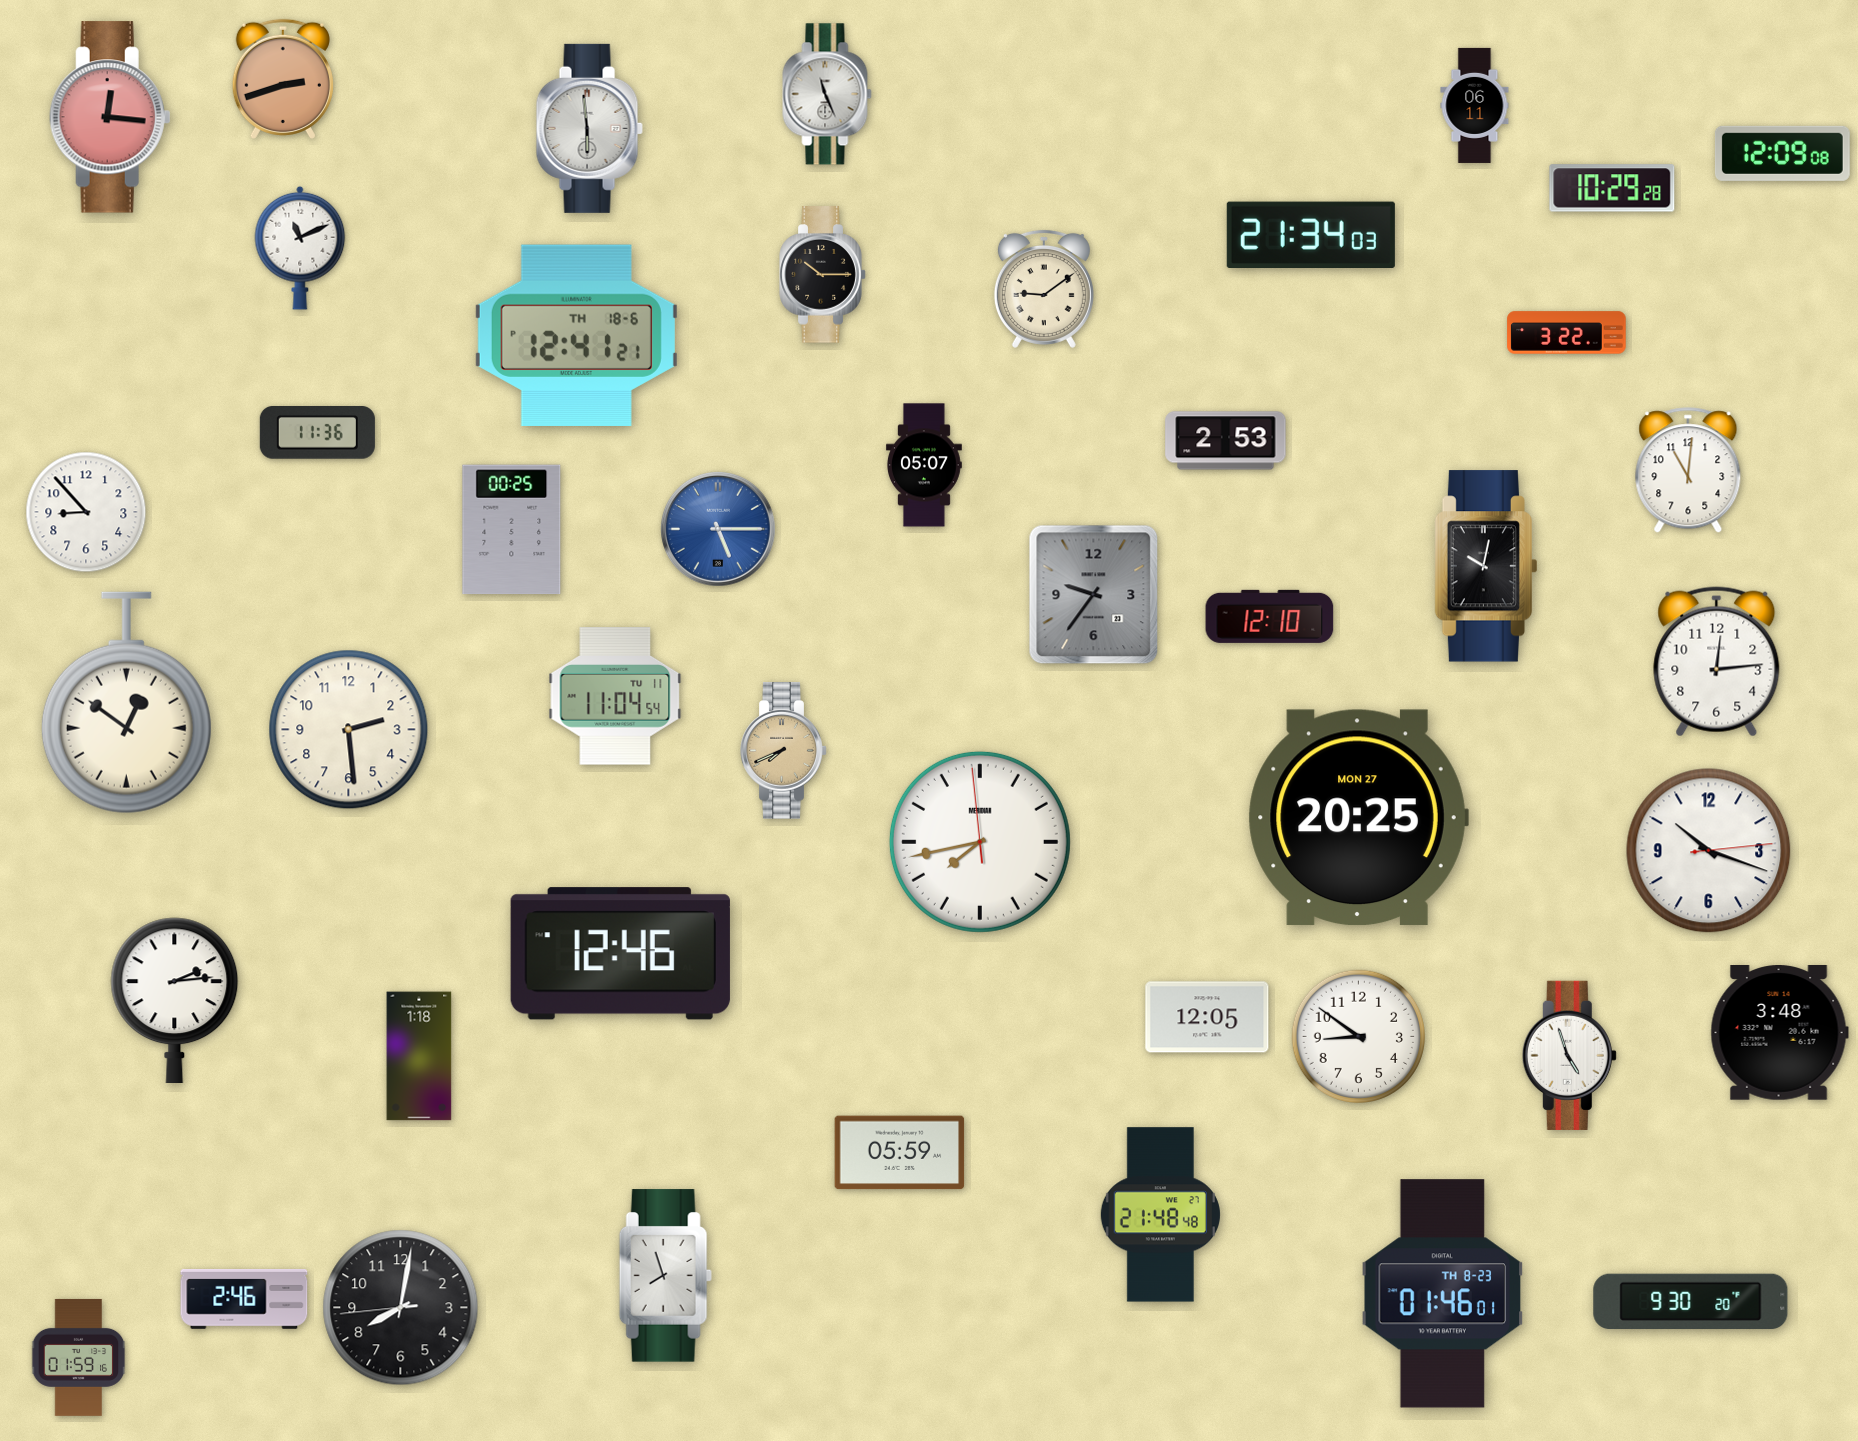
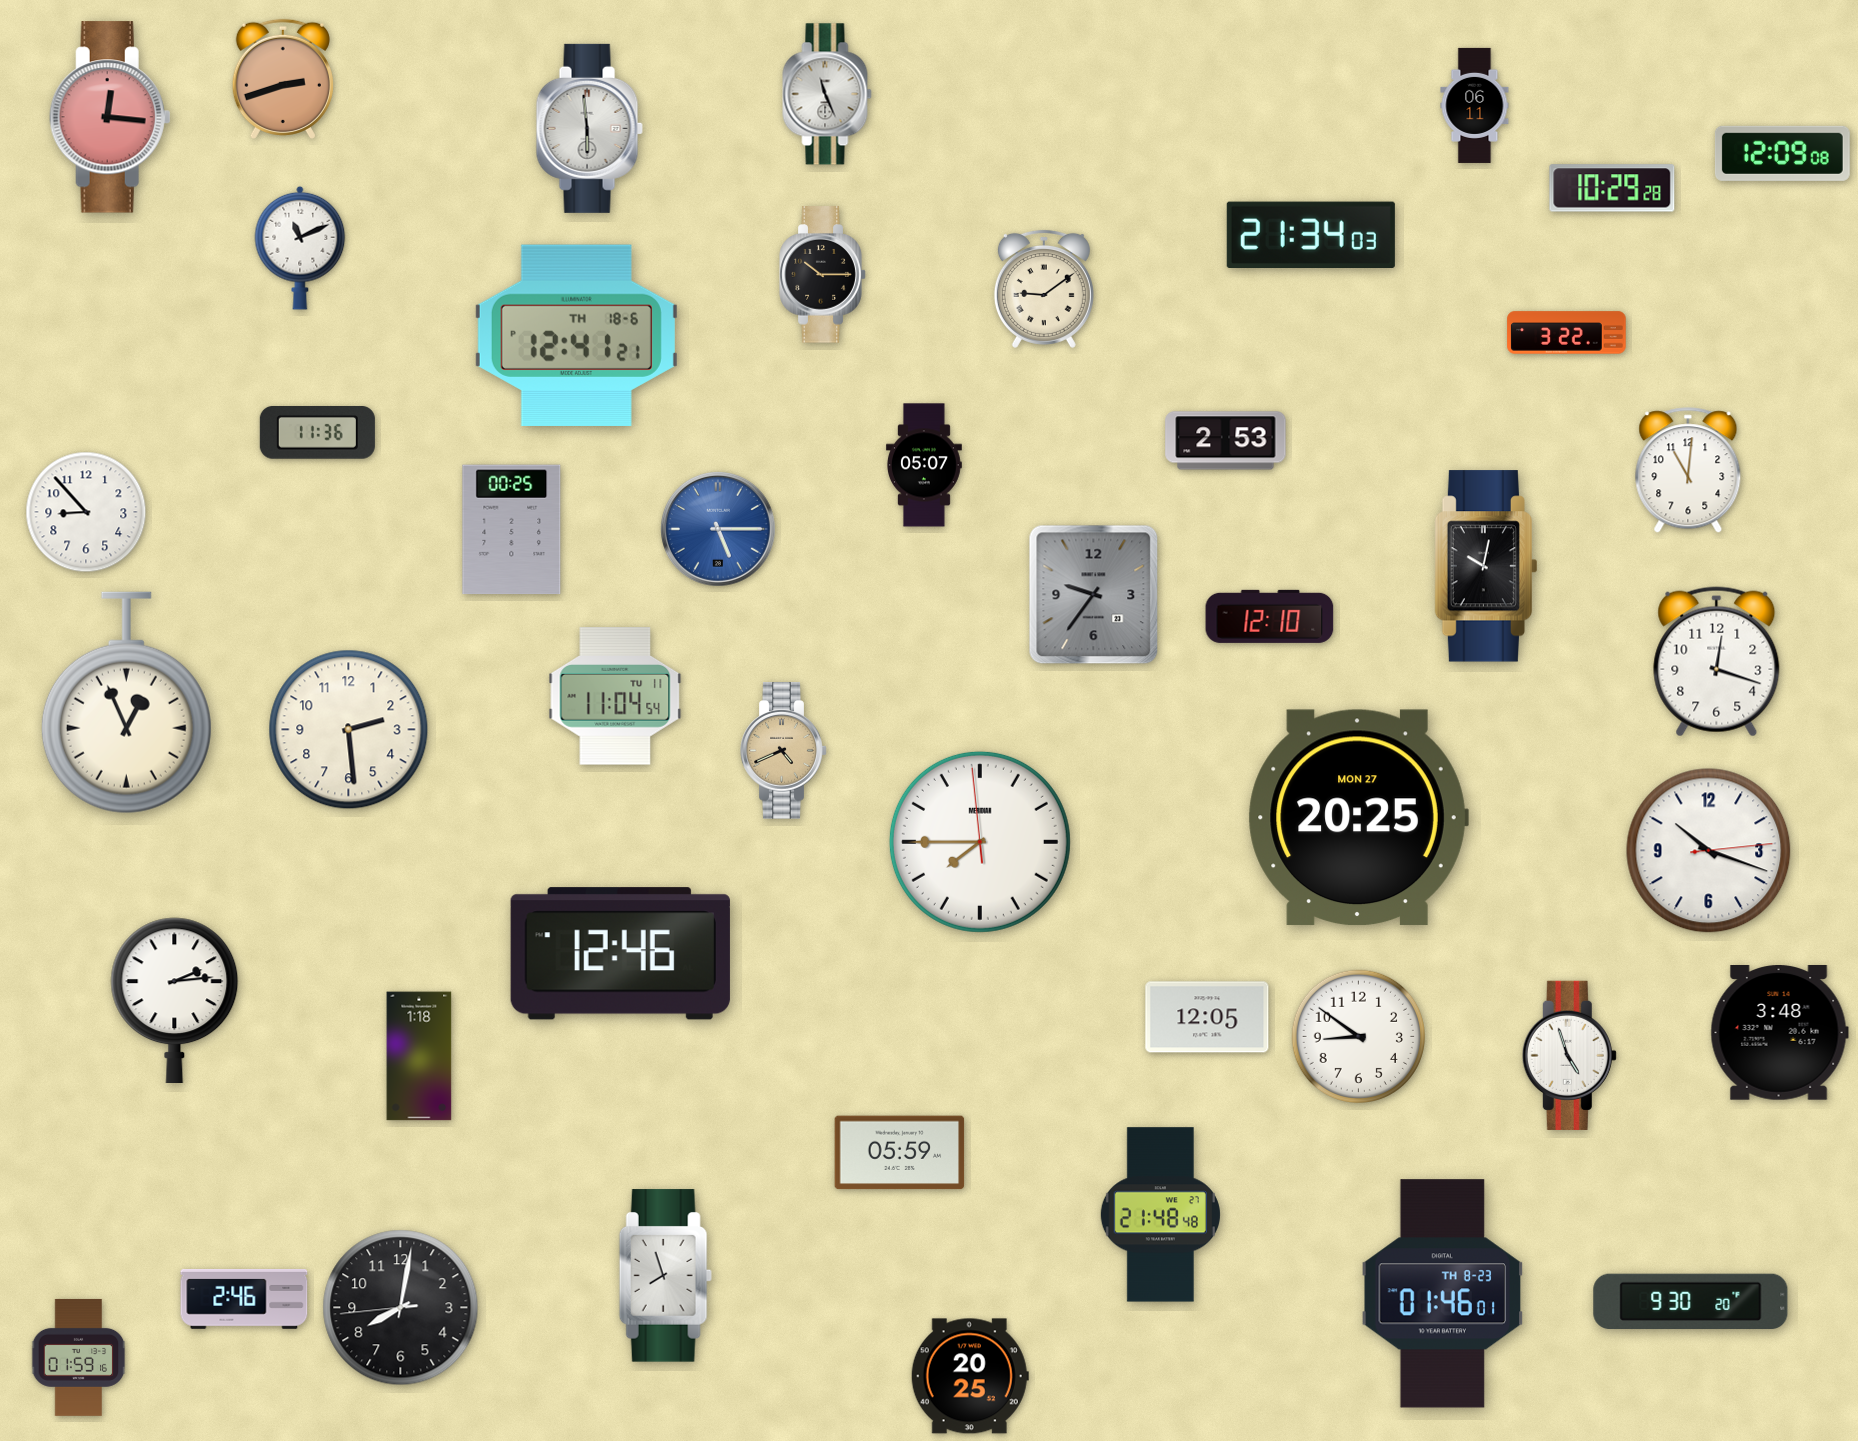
clock at (1717, 662): 12:14 -> 12:18
clock at (126, 703): 12:51 -> 12:56
clock at (784, 751): 7:41 -> 4:41
clock at (980, 842): 7:42 -> 7:44
clock at (970, 1376): none -> 20:25
